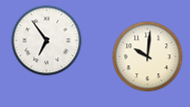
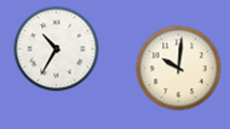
clock at (47, 41): 6:54 -> 10:35
